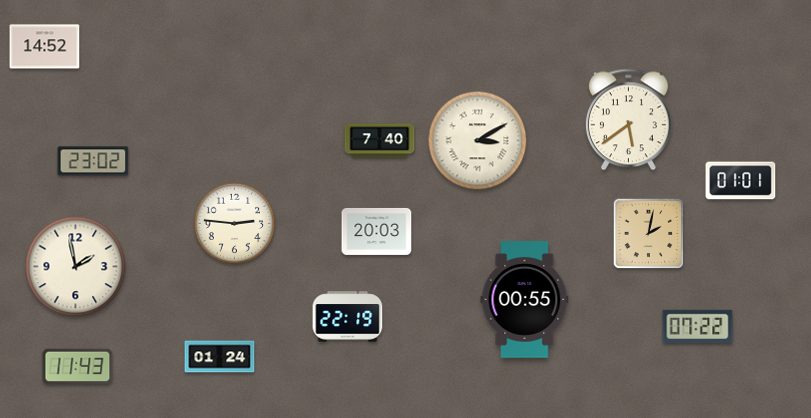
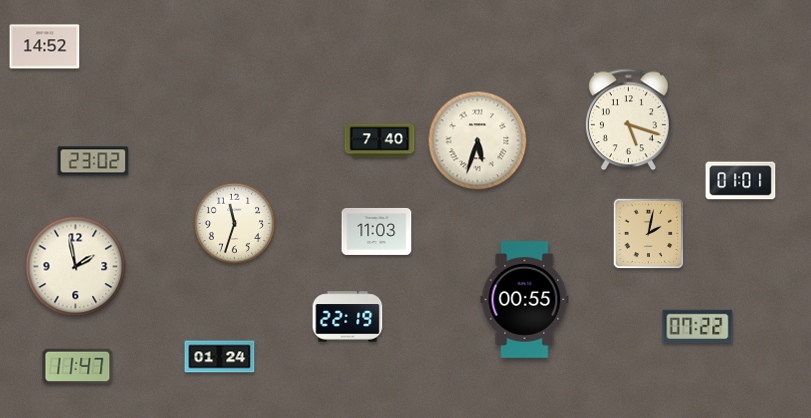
clock at (628, 120): 5:39 -> 5:18
clock at (478, 141): 3:10 -> 5:33
clock at (234, 223): 2:46 -> 11:33
clock at (377, 231): 20:03 -> 11:03
clock at (78, 367): 11:43 -> 11:47
